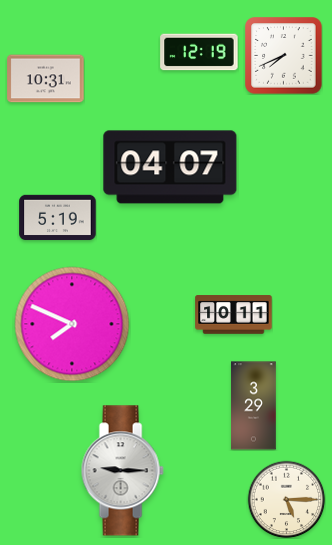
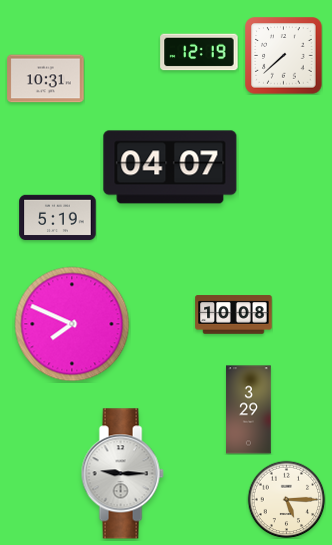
clock at (284, 56): 7:41 -> 7:38
clock at (234, 315): 10:11 -> 10:08
clock at (254, 406) position: (254, 406) -> (249, 410)
clock at (122, 471) position: (122, 471) -> (122, 474)
